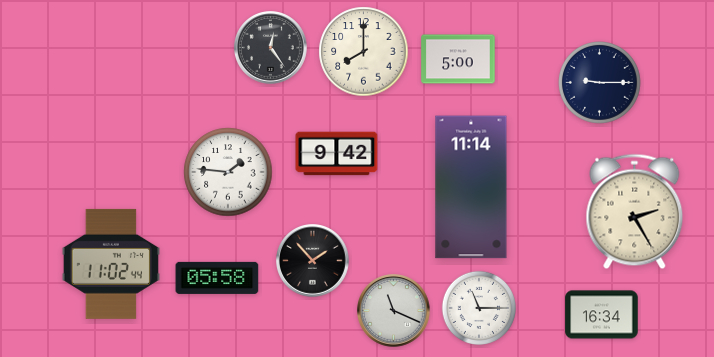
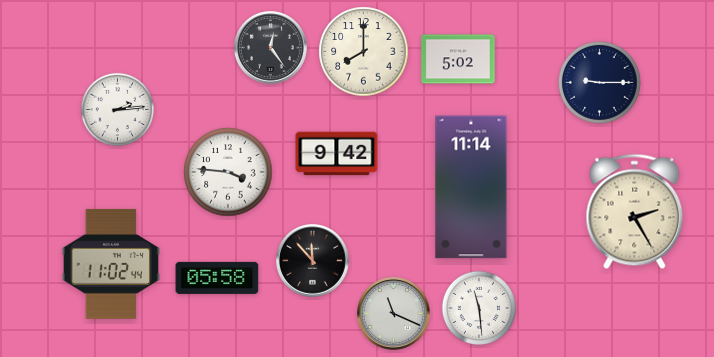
clock at (458, 59): 5:00 -> 5:02
clock at (117, 109): none -> 2:14
clock at (228, 172): 1:46 -> 3:46
clock at (313, 261): 1:53 -> 11:53
clock at (478, 307): 11:15 -> 11:29
clock at (394, 311) position: (394, 311) -> (394, 314)
clock at (602, 315): 16:34 -> none
